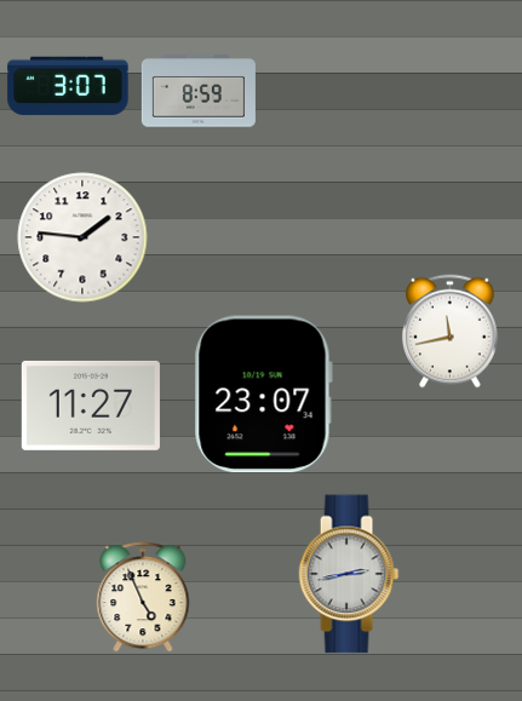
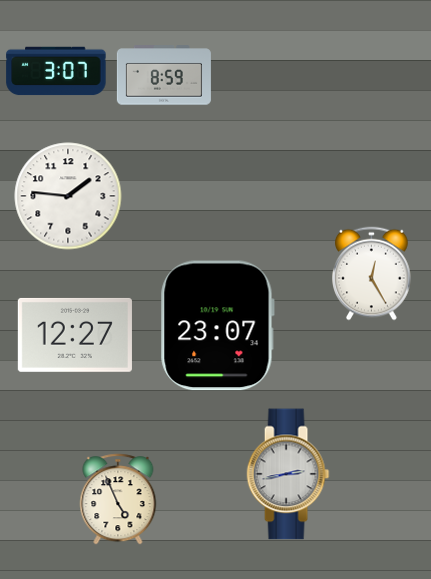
clock at (451, 332): 11:43 -> 12:25
clock at (91, 406): 11:27 -> 12:27
clock at (143, 597) position: (143, 597) -> (118, 499)
